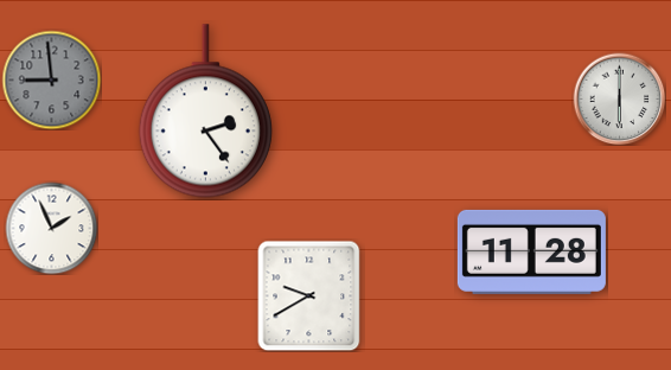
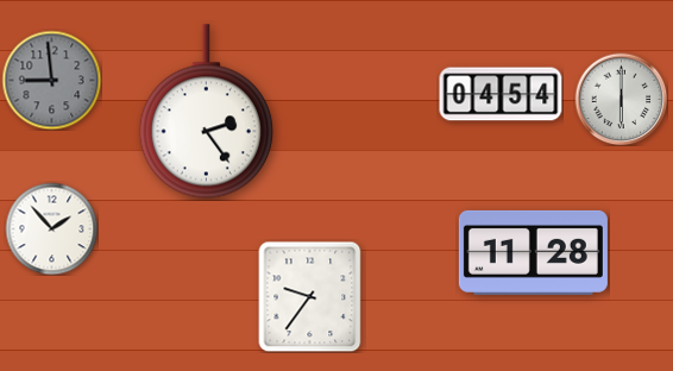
clock at (501, 94): none -> 04:54
clock at (51, 228): 1:56 -> 1:53
clock at (309, 295): 9:40 -> 9:36
